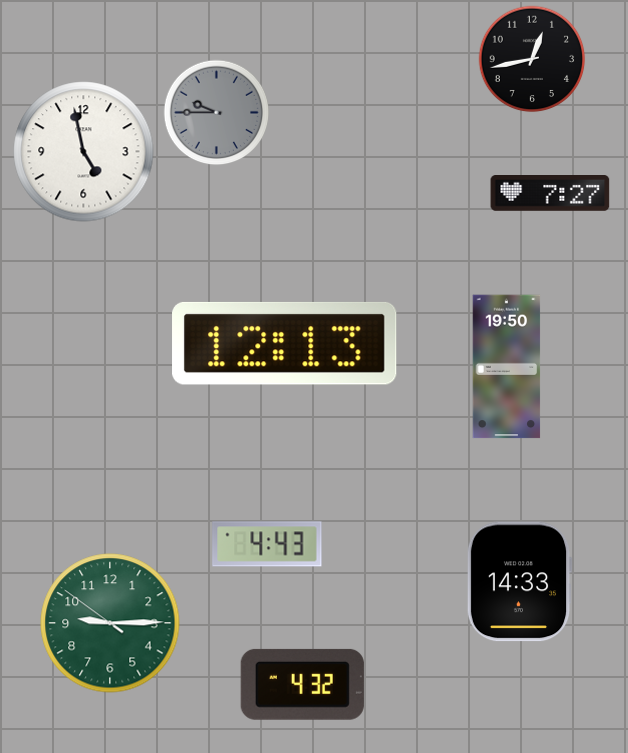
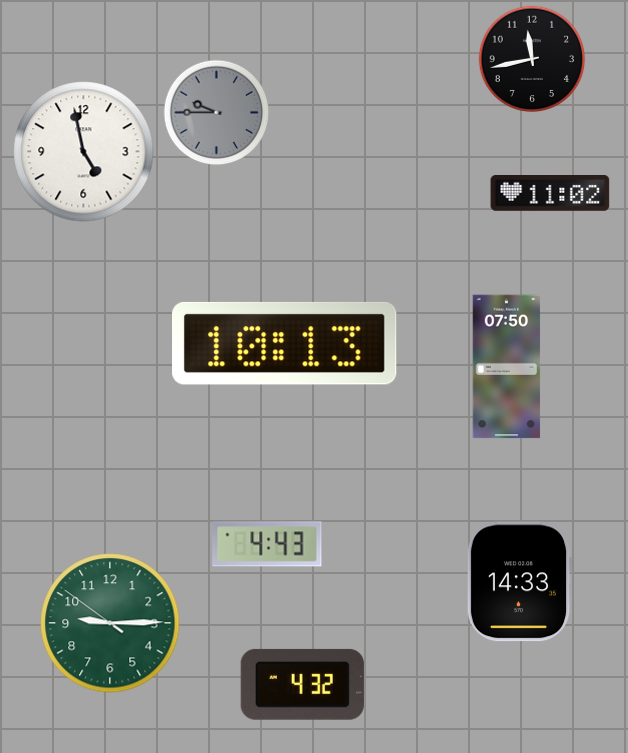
clock at (532, 59): 12:43 -> 11:43
clock at (550, 194): 7:27 -> 11:02
clock at (285, 343): 12:13 -> 10:13
clock at (507, 367): 19:50 -> 07:50
